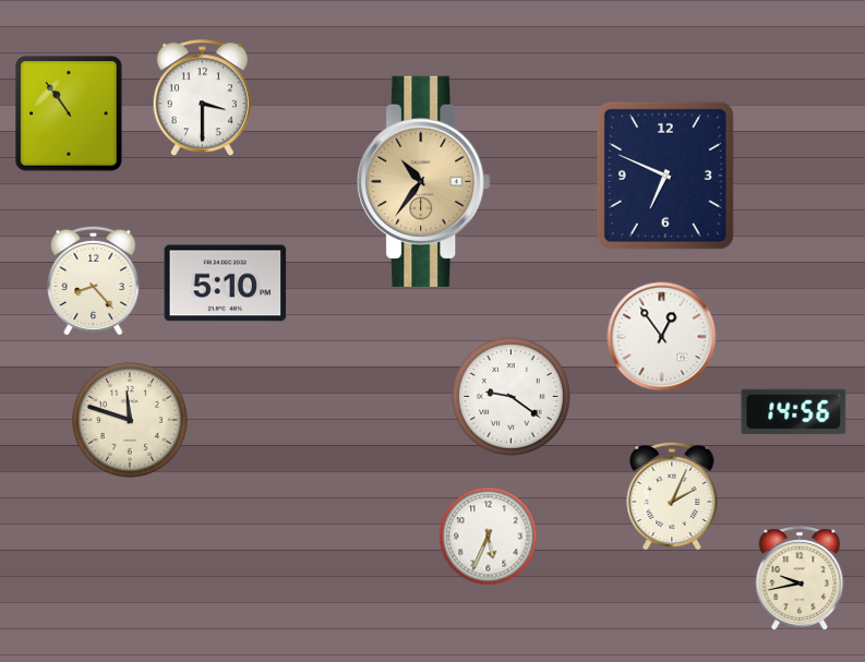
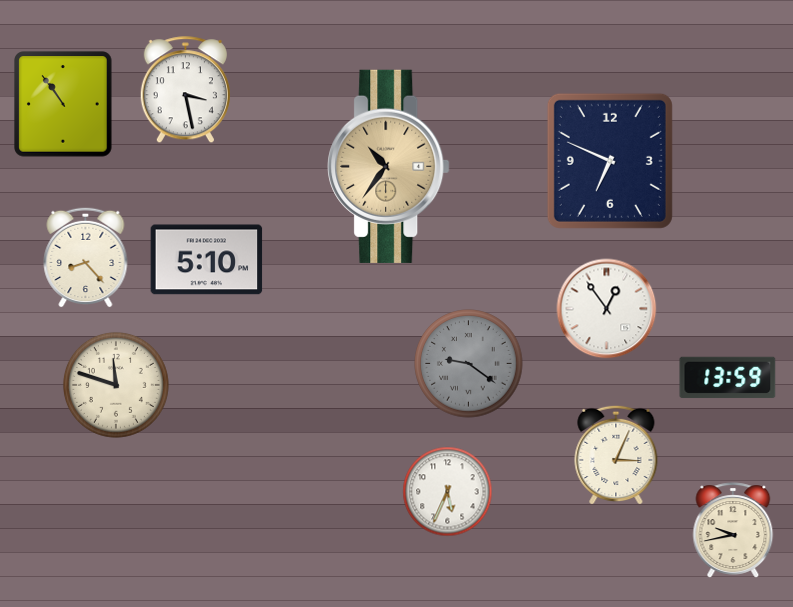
clock at (202, 98): 3:30 -> 3:28
clock at (512, 397) dial: white -> grey
clock at (794, 412): 14:56 -> 13:59
clock at (130, 420) position: (130, 420) -> (116, 385)
clock at (672, 496): 2:04 -> 3:04
